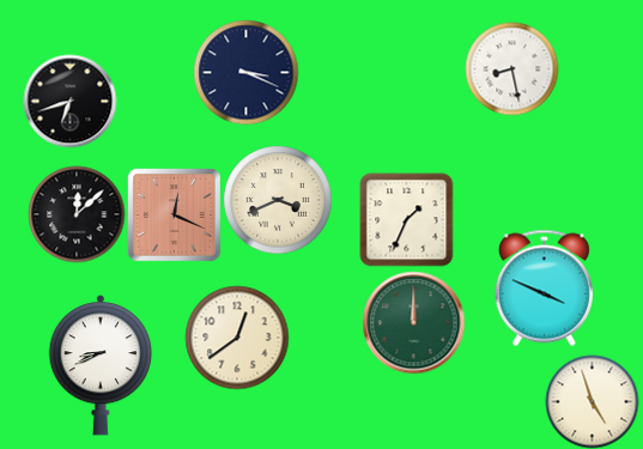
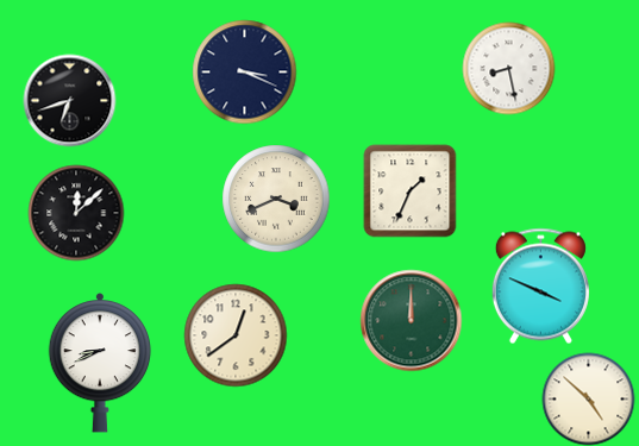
clock at (175, 216): 12:19 -> none
clock at (406, 219) position: (406, 219) -> (409, 190)
clock at (592, 401): 4:57 -> 4:52
